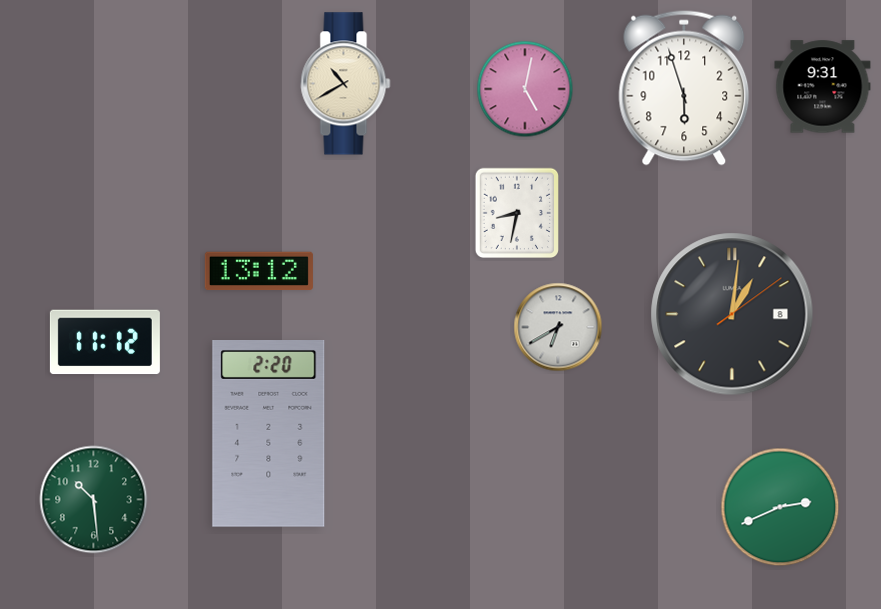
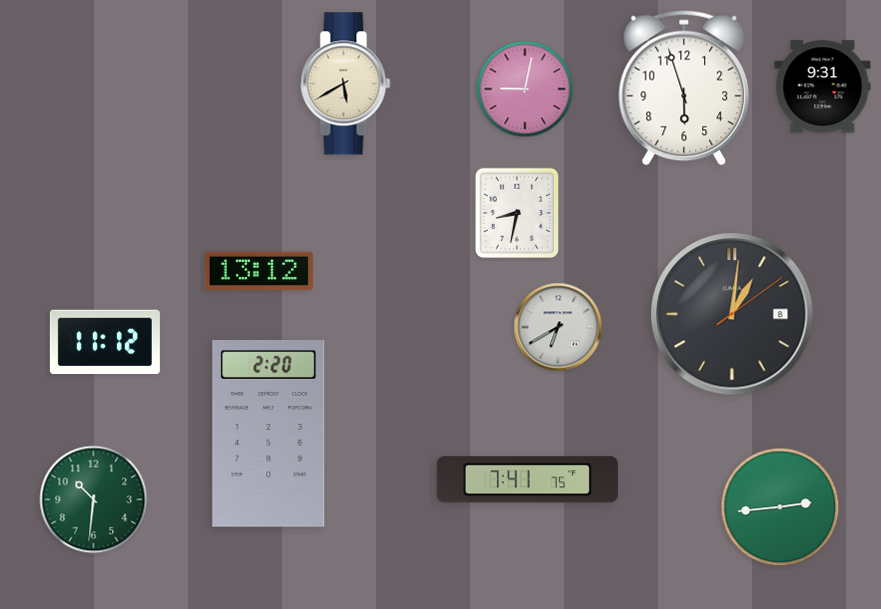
clock at (346, 84): 10:40 -> 5:40
clock at (525, 89): 5:02 -> 9:02
clock at (527, 480): none -> 7:41
clock at (94, 500): 10:29 -> 10:31
clock at (780, 507): 2:41 -> 2:44
